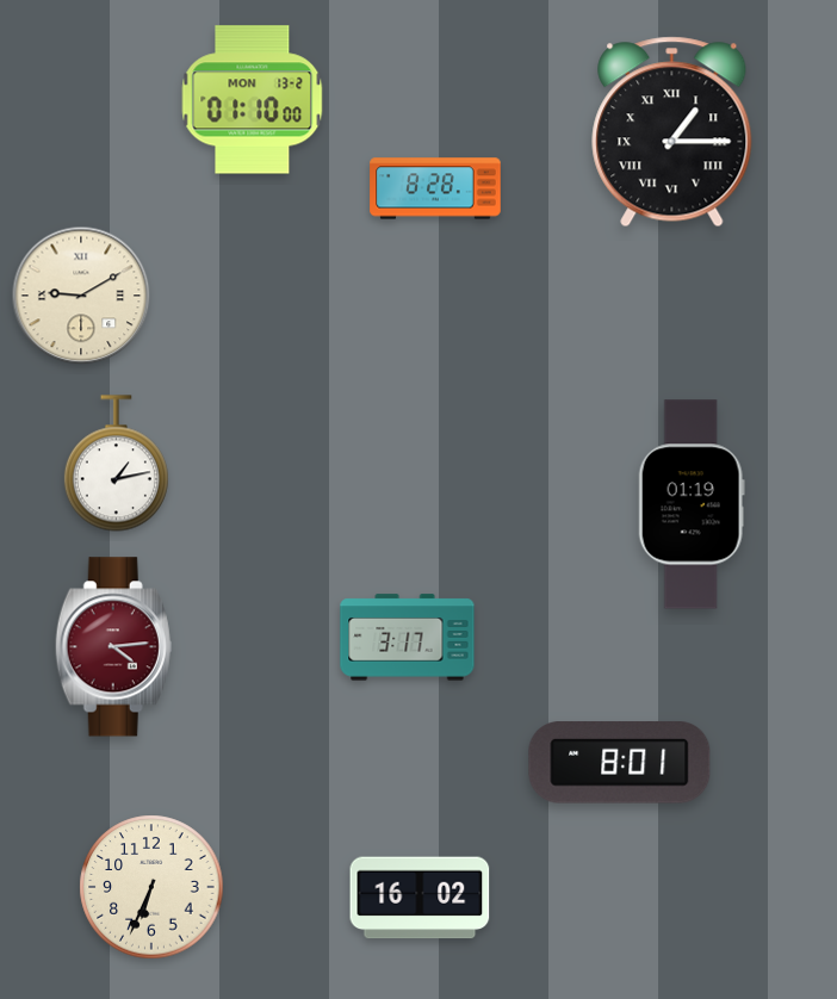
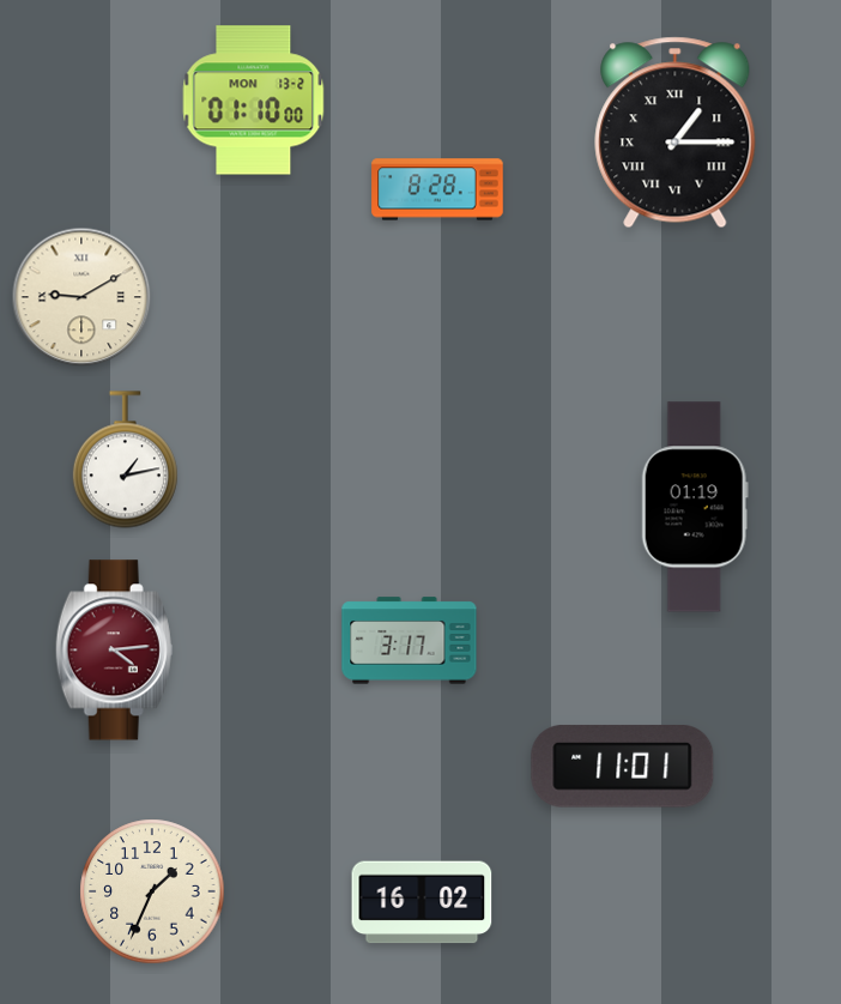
clock at (116, 464) position: (116, 464) -> (125, 460)
clock at (620, 763): 8:01 -> 11:01
clock at (151, 887): 6:34 -> 1:34
